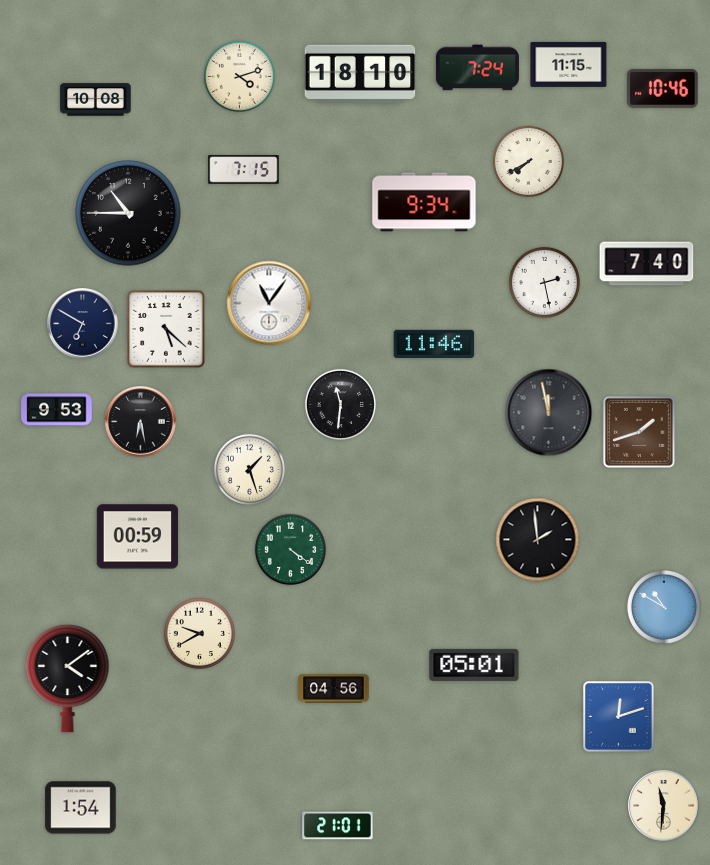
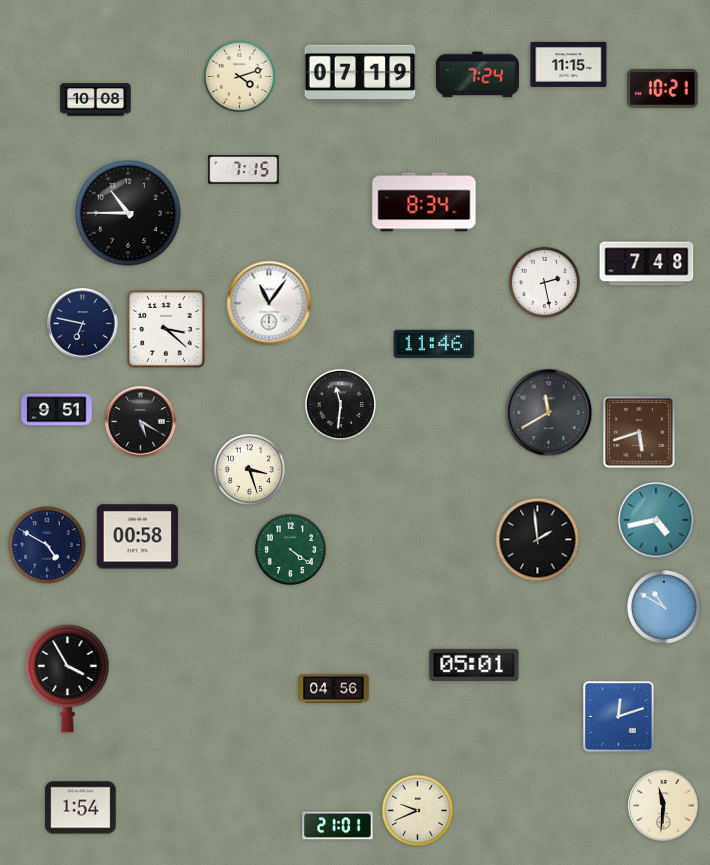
clock at (477, 68) position: (477, 68) -> (477, 75)
clock at (360, 74): 18:10 -> 07:19
clock at (663, 88): 10:46 -> 10:21
clock at (528, 161): 7:40 -> none
clock at (424, 202): 9:34 -> 8:34
clock at (647, 264): 7:40 -> 7:48
clock at (83, 324): 6:50 -> 6:47
clock at (166, 329): 5:22 -> 3:22
clock at (57, 410): 9:53 -> 9:51
clock at (549, 413): 11:58 -> 11:40
clock at (141, 422): 6:28 -> 5:20
clock at (639, 432): 1:42 -> 5:42
clock at (249, 469): 1:27 -> 3:27
clock at (656, 520): none -> 4:43
clock at (138, 537): 00:59 -> 00:58
clock at (47, 545): none -> 4:50
clock at (199, 633): 9:40 -> none
clock at (68, 678): 4:09 -> 3:55
clock at (417, 810): none -> 9:41
